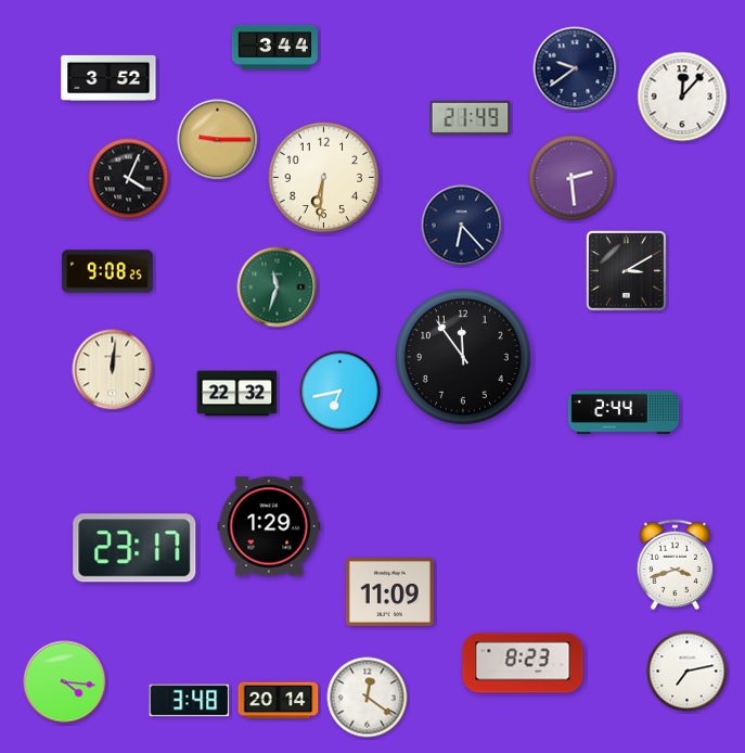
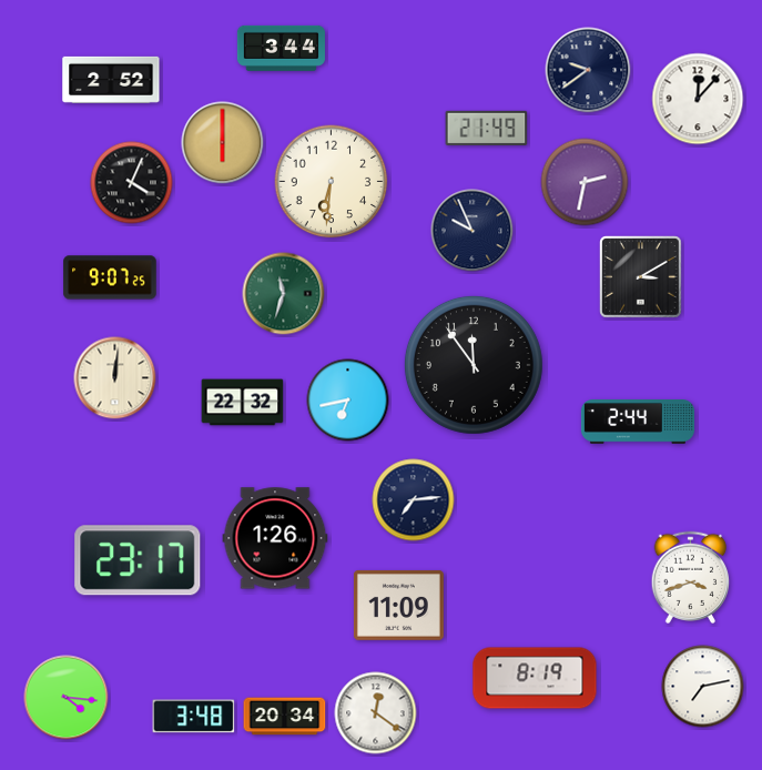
clock at (108, 78): 3:52 -> 2:52
clock at (471, 117) position: (471, 117) -> (487, 128)
clock at (218, 140): 9:15 -> 6:00
clock at (571, 178): 2:29 -> 2:32
clock at (462, 226): 6:23 -> 9:56
clock at (107, 271): 9:08 -> 9:07
clock at (414, 500): none -> 7:14
clock at (269, 526): 1:29 -> 1:26
clock at (523, 663): 8:23 -> 8:19
clock at (279, 701): 20:14 -> 20:34
